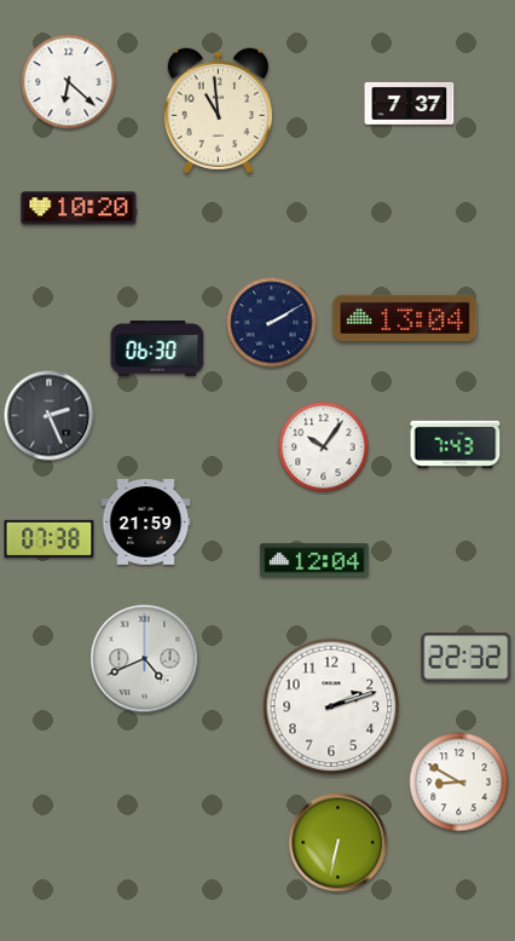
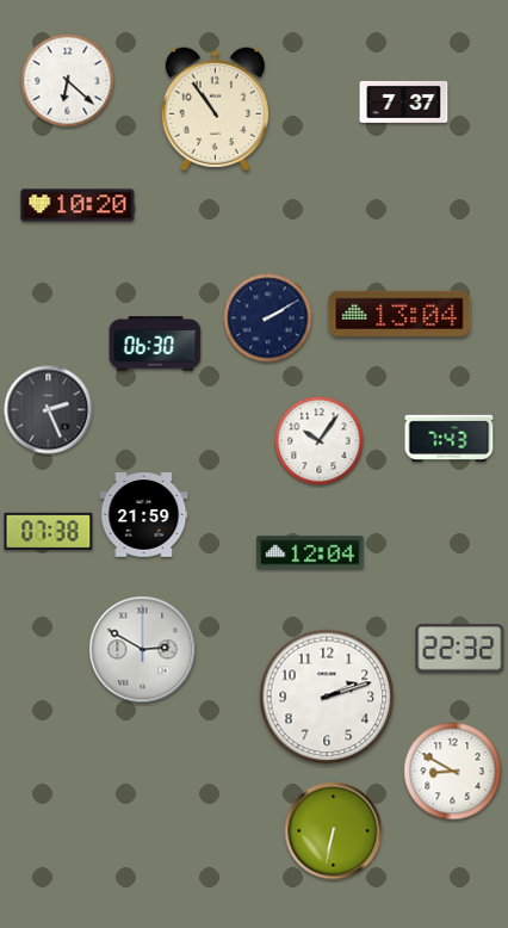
clock at (218, 111): 10:59 -> 10:54
clock at (145, 659): 4:41 -> 2:50
